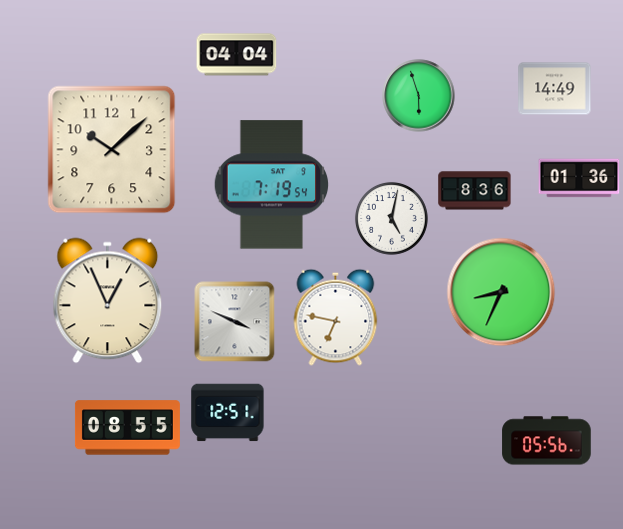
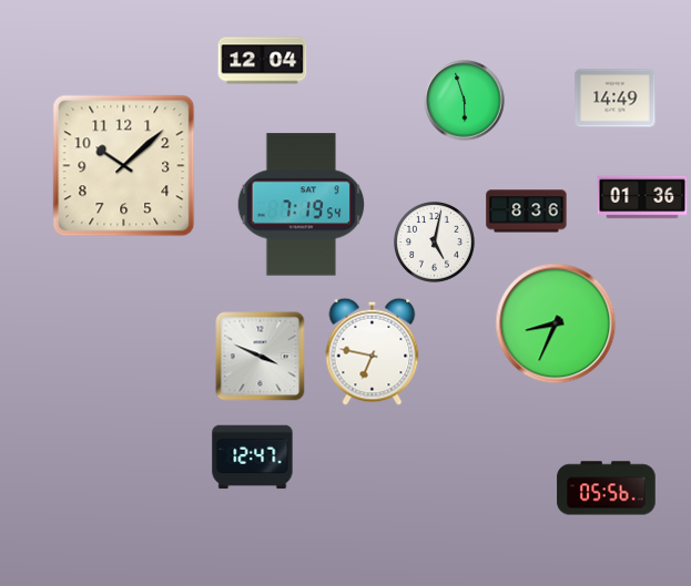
clock at (237, 55): 04:04 -> 12:04
clock at (419, 96) position: (419, 96) -> (465, 101)
clock at (108, 301): 12:56 -> none
clock at (228, 413): 12:51 -> 12:47
clock at (127, 428): 08:55 -> none
